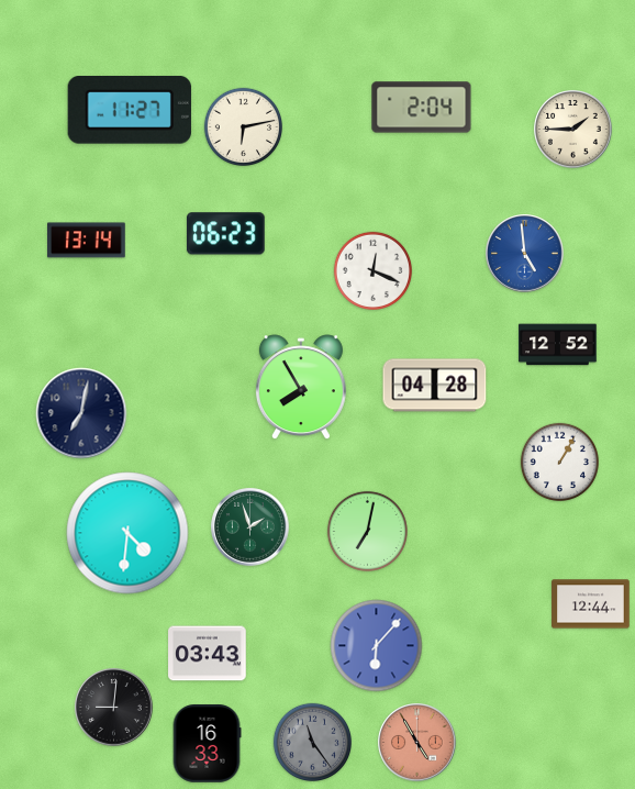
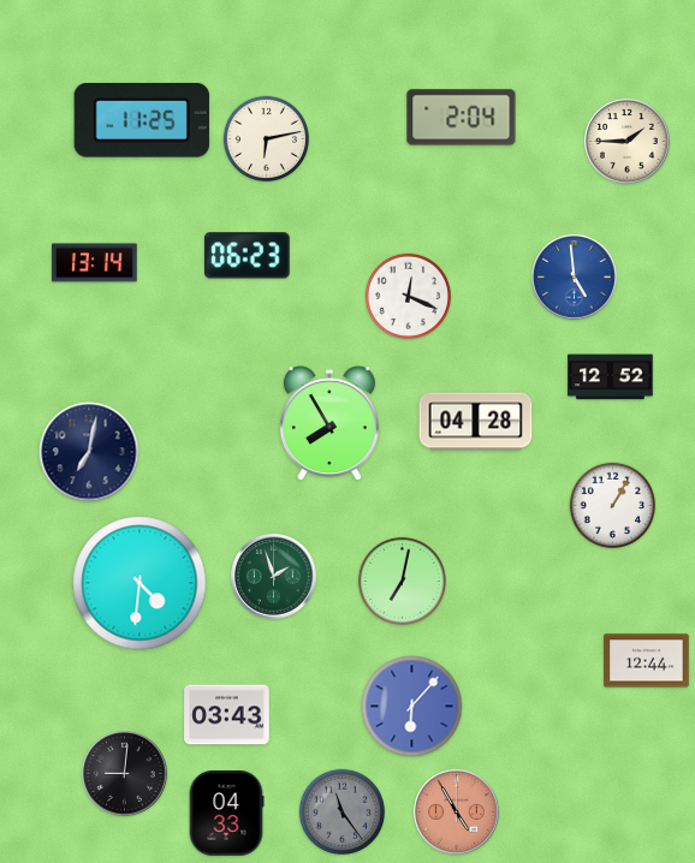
clock at (130, 111): 11:27 -> 11:25
clock at (207, 744): 16:33 -> 04:33
